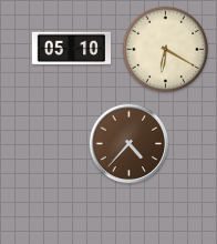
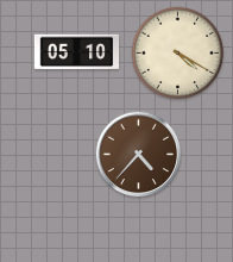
clock at (166, 50): 6:20 -> 4:20
